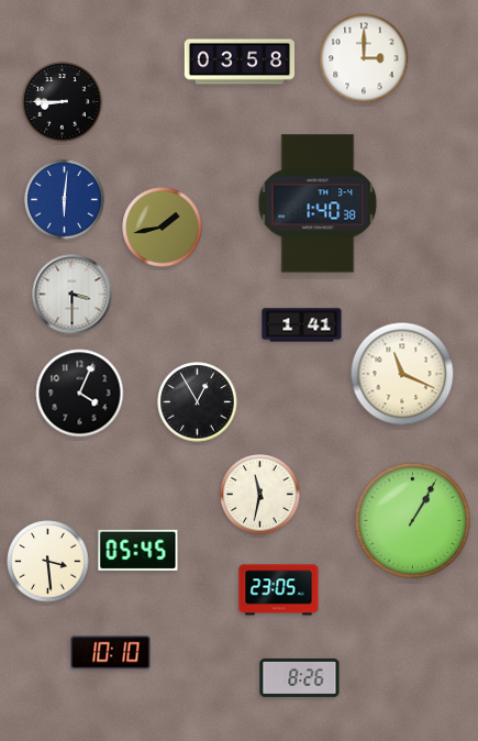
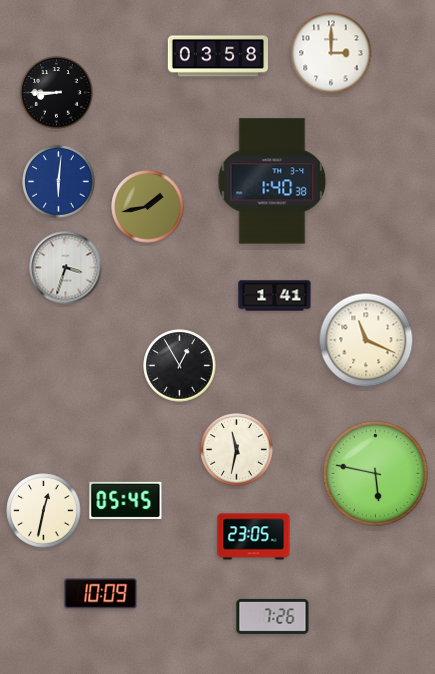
clock at (318, 203) position: (318, 203) -> (272, 181)
clock at (73, 295): 3:30 -> 3:33
clock at (80, 394): 4:04 -> none
clock at (412, 520): 1:05 -> 5:47
clock at (48, 562): 3:29 -> 12:32
clock at (111, 653): 10:10 -> 10:09
clock at (300, 677): 8:26 -> 7:26
